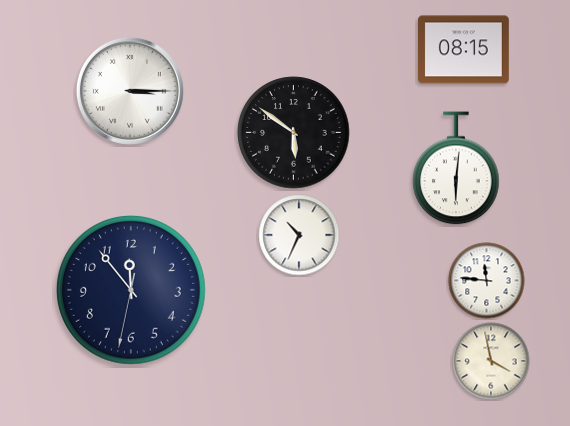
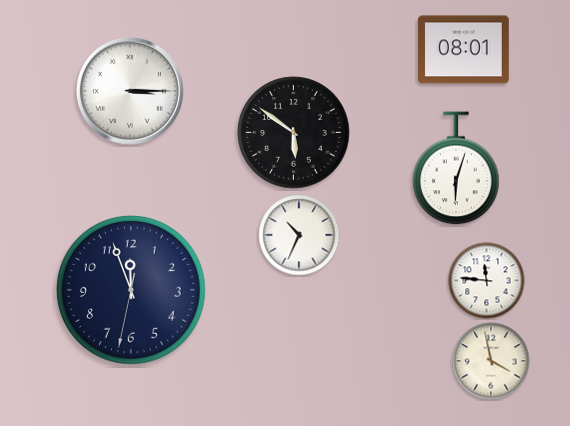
clock at (464, 50): 08:15 -> 08:01
clock at (456, 168): 6:01 -> 6:03
clock at (131, 290): 11:53 -> 11:56
